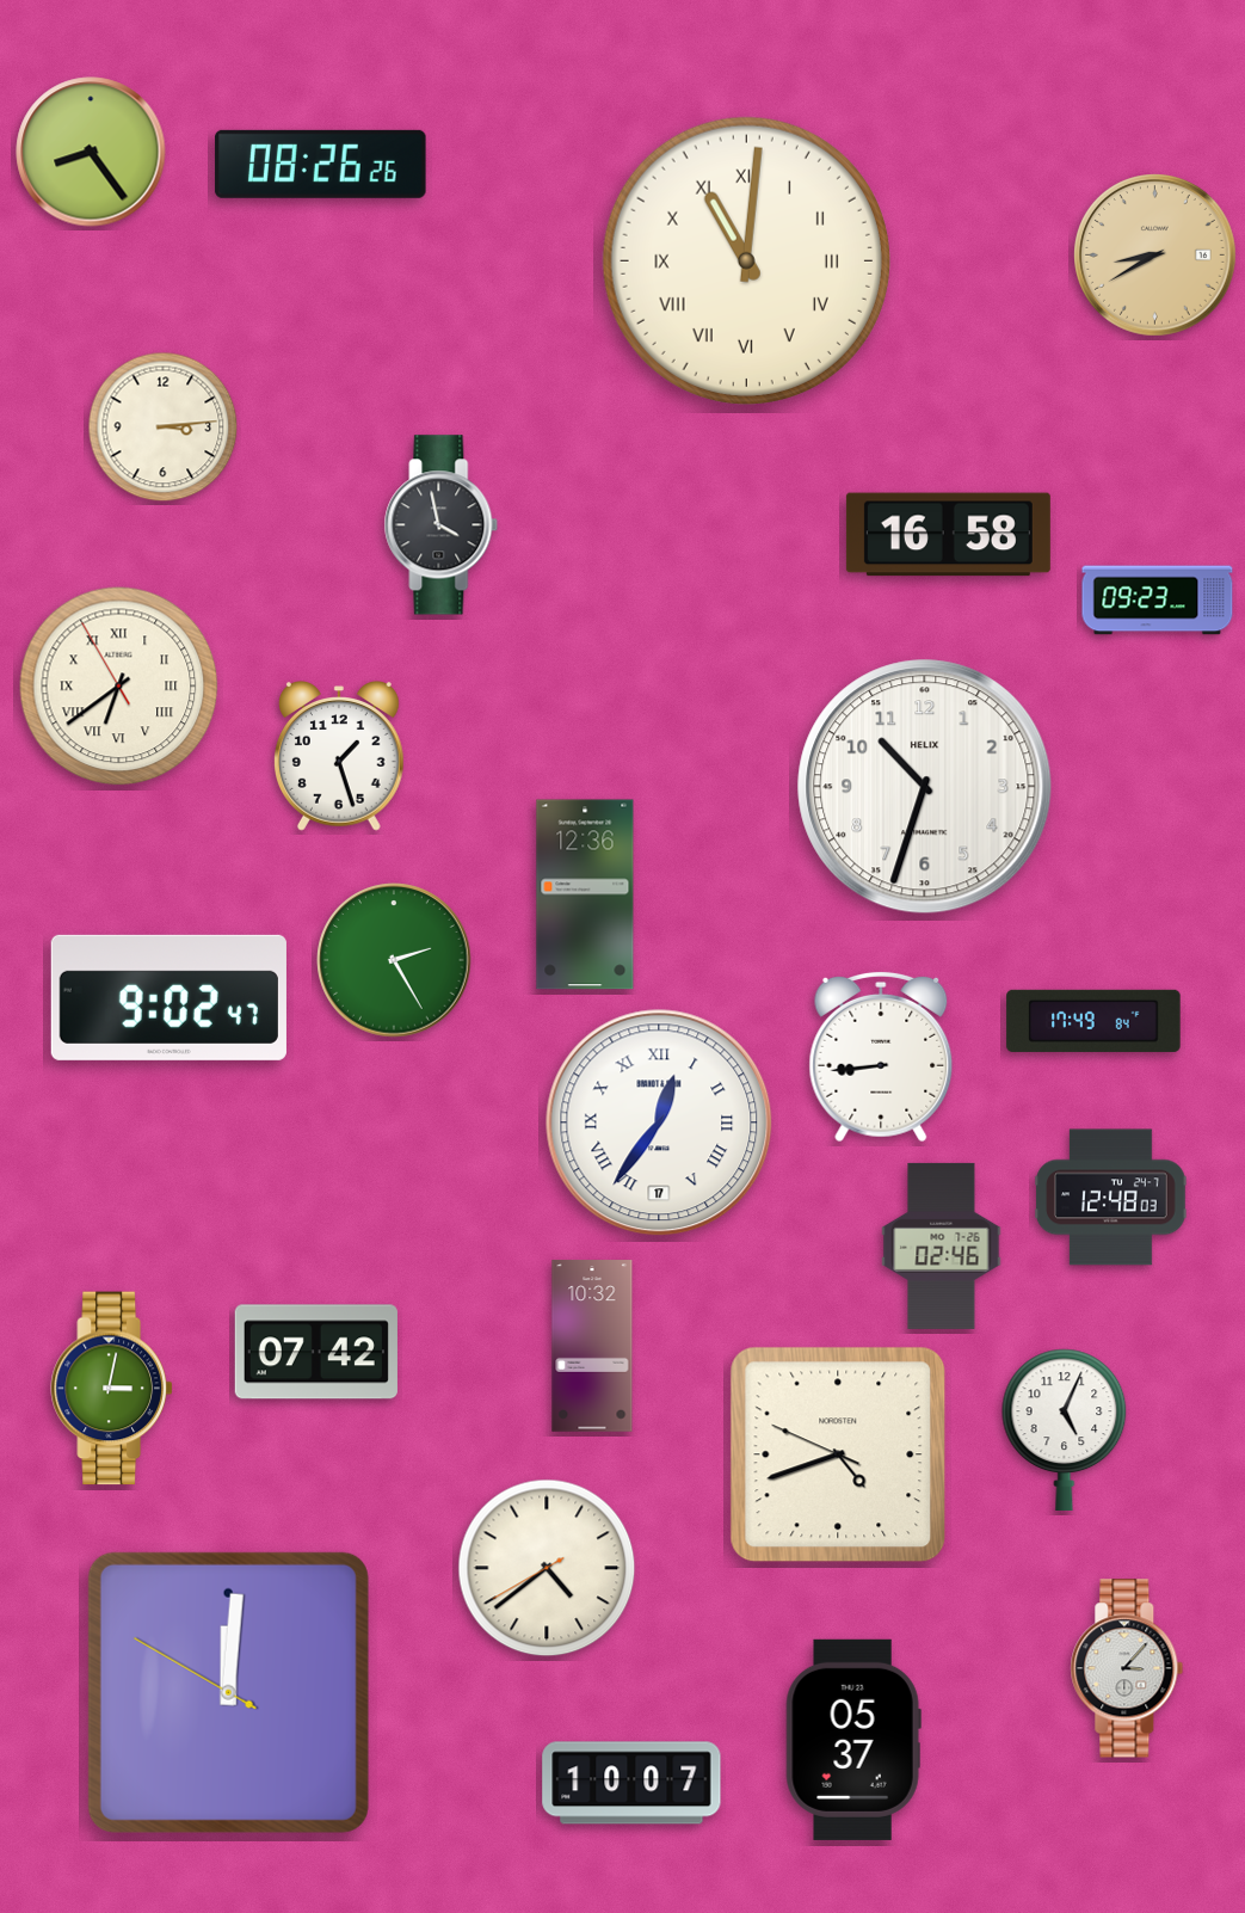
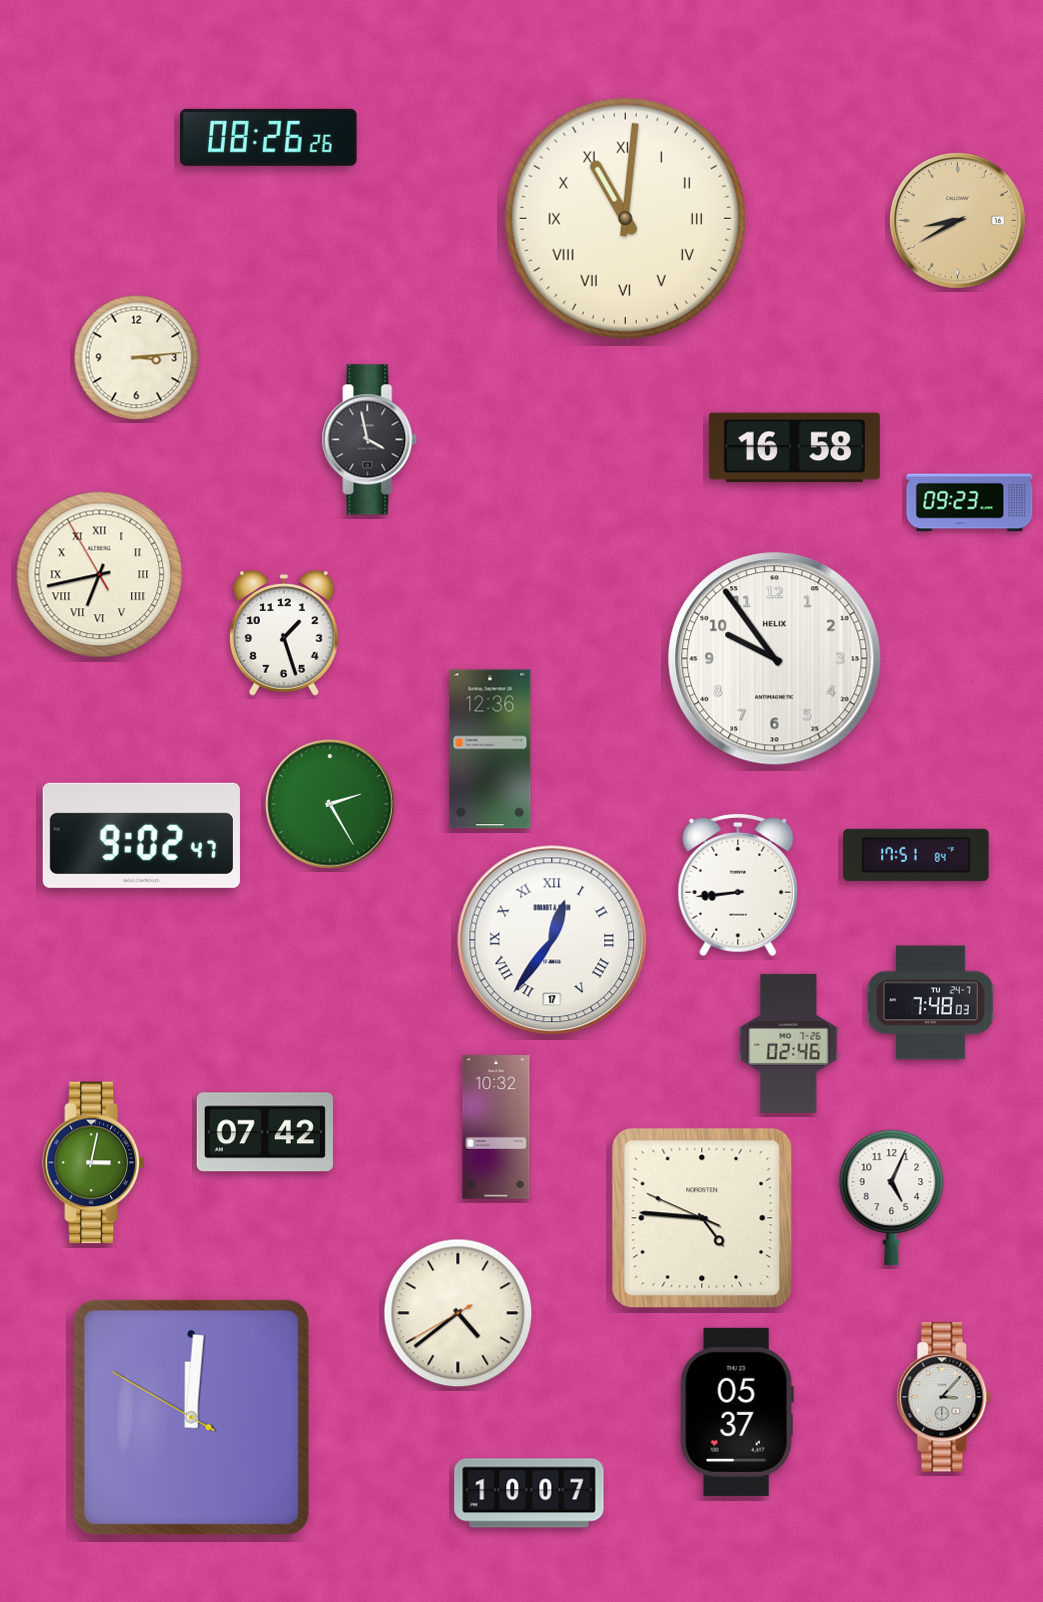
clock at (91, 152): 8:24 -> none
clock at (1155, 256) position: (1155, 256) -> (958, 221)
clock at (119, 687): 6:38 -> 6:42
clock at (925, 787): 10:33 -> 9:54
clock at (1093, 1021): 17:49 -> 17:51
clock at (1111, 1198): 12:48 -> 7:48
clock at (838, 1454): 4:41 -> 4:45
clock at (853, 1740) position: (853, 1740) -> (737, 1412)
